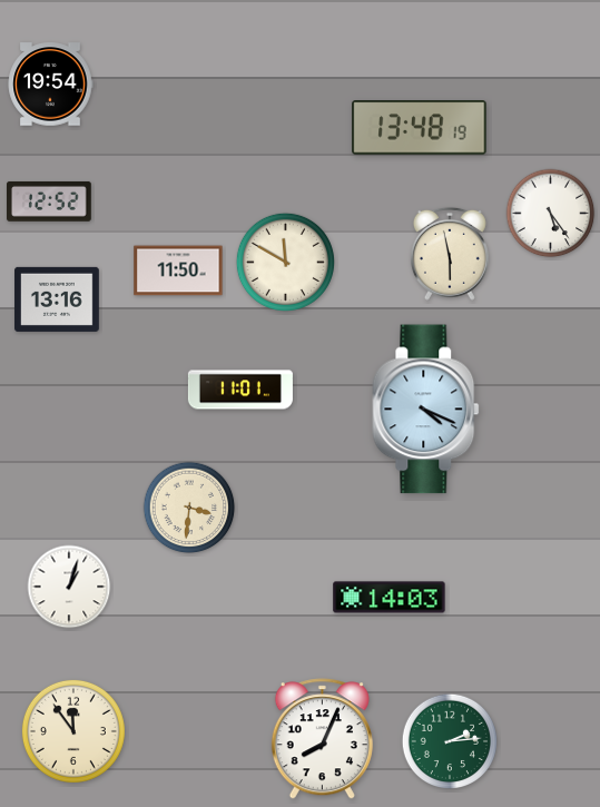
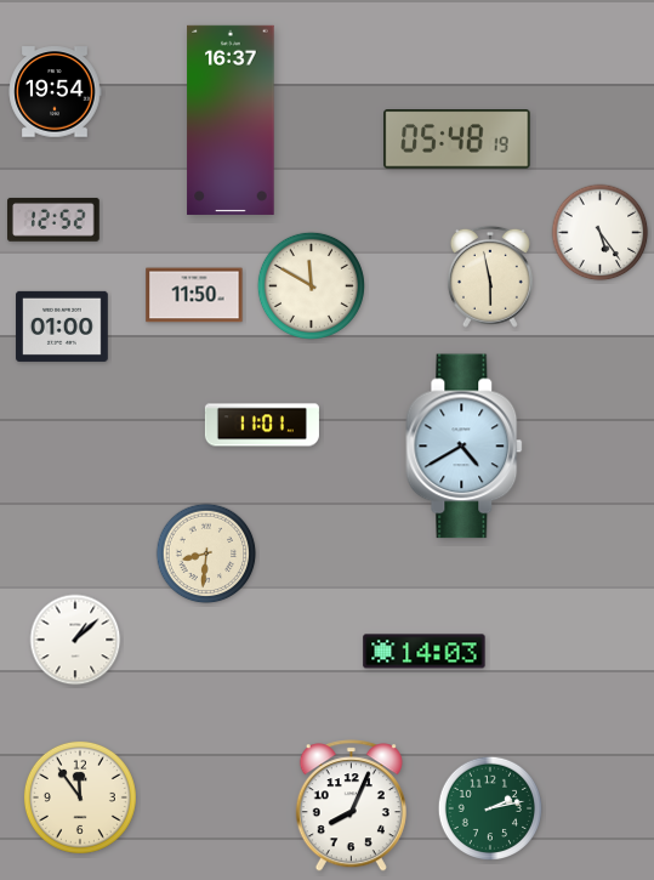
clock at (231, 120): none -> 16:37
clock at (420, 128): 13:48 -> 05:48
clock at (57, 299): 13:16 -> 01:00
clock at (426, 410): 4:19 -> 4:40
clock at (189, 508): 3:31 -> 8:31
clock at (69, 587): 1:03 -> 1:08
clock at (449, 740): 2:14 -> 2:13
